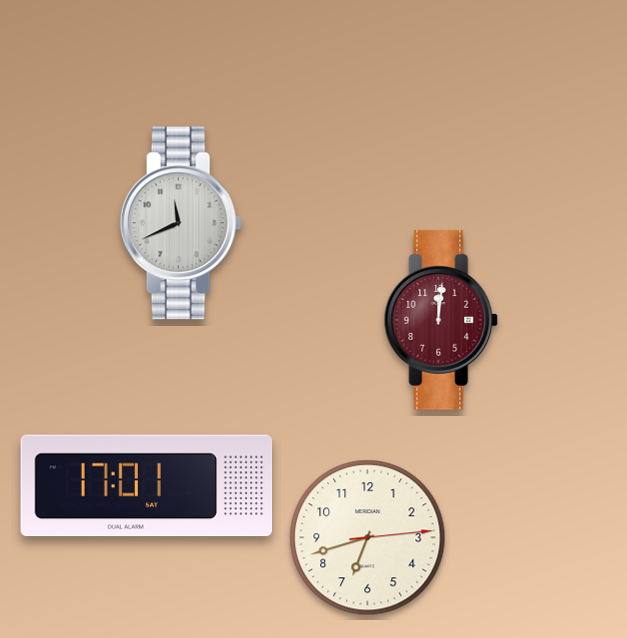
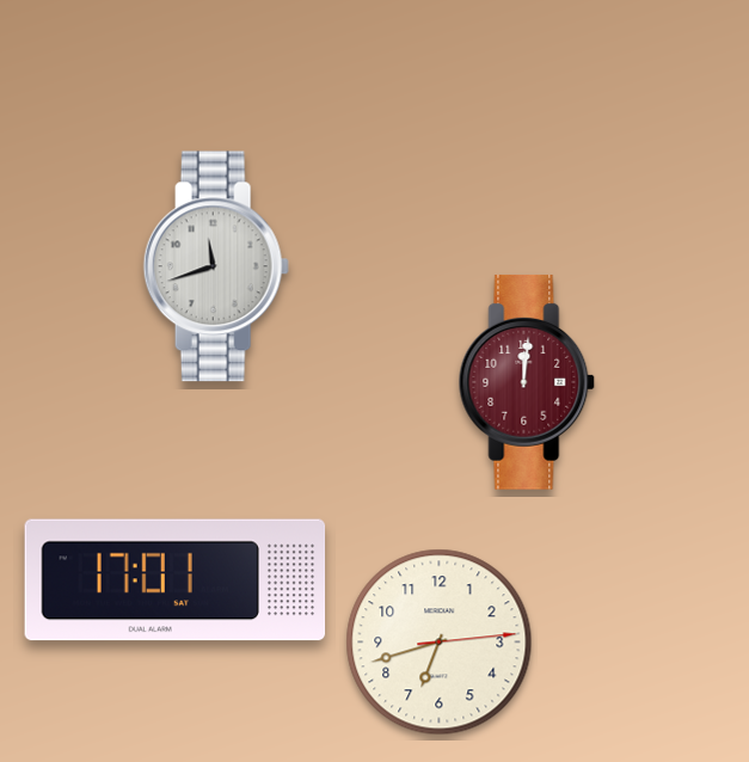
clock at (181, 223): 11:41 -> 11:42
